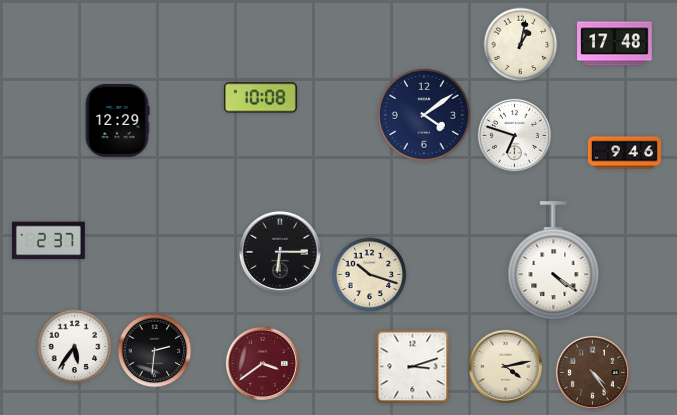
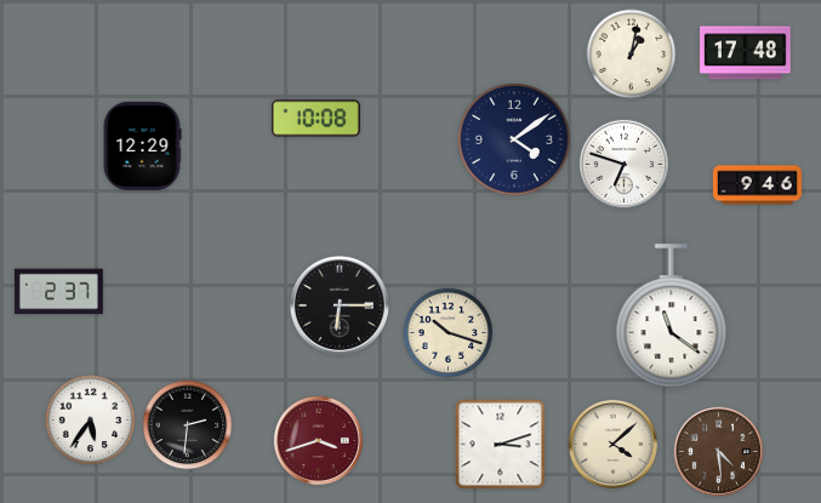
clock at (554, 261): 4:21 -> 11:21
clock at (262, 363): 3:39 -> 3:42
clock at (505, 366): 4:13 -> 4:08
clock at (592, 372): 4:24 -> 4:29
